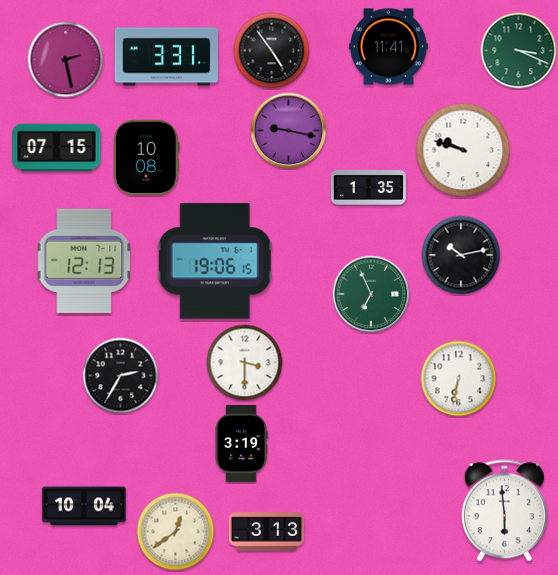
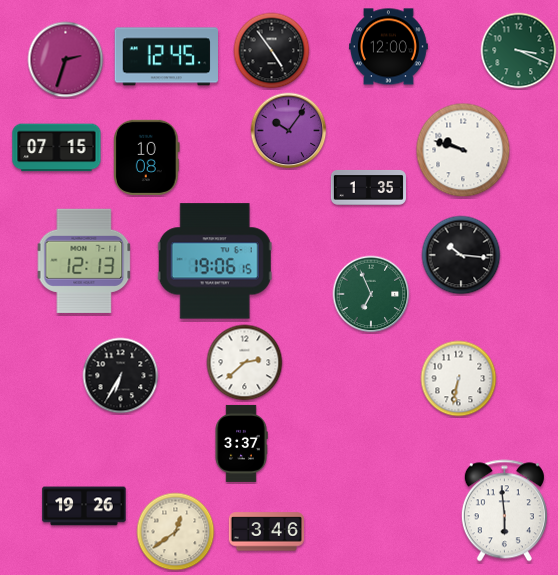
clock at (389, 47): 11:41 -> 12:00
clock at (166, 57): 3:31 -> 12:45
clock at (66, 60): 2:28 -> 2:33
clock at (289, 131): 9:17 -> 10:06
clock at (461, 255): 10:13 -> 10:16
clock at (245, 363): 3:30 -> 2:38
clock at (121, 376): 2:35 -> 6:35
clock at (241, 443): 3:19 -> 3:37
clock at (84, 506): 10:04 -> 19:26
clock at (266, 532): 3:13 -> 3:46
